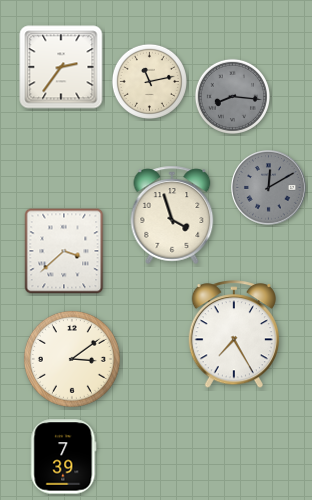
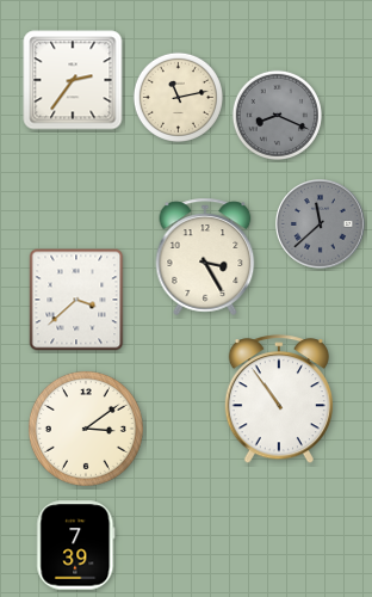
clock at (232, 96): 8:16 -> 8:19
clock at (269, 188): 12:10 -> 11:38
clock at (172, 215): 3:57 -> 3:25
clock at (233, 335): 7:25 -> 10:54
